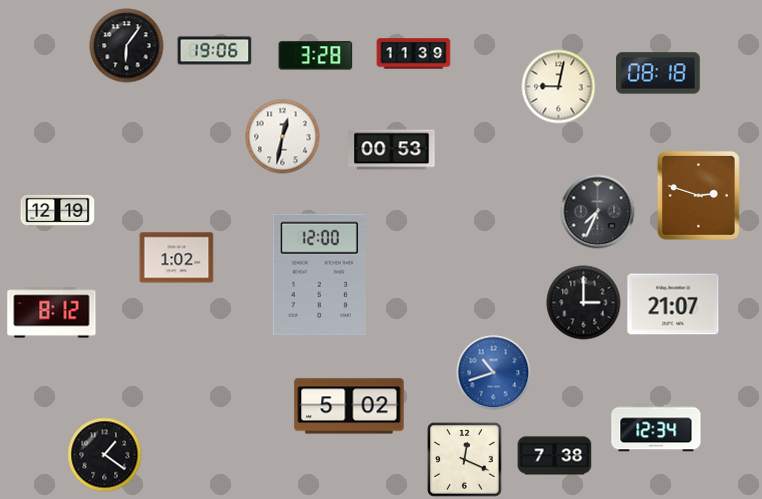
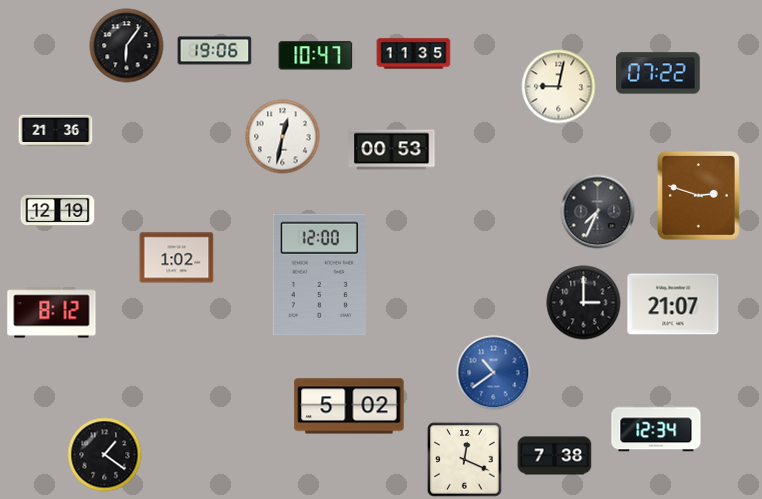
clock at (414, 54): 11:39 -> 11:35
clock at (316, 56): 3:28 -> 10:47
clock at (658, 73): 08:18 -> 07:22
clock at (56, 131): none -> 21:36
clock at (494, 373): 10:42 -> 10:39
